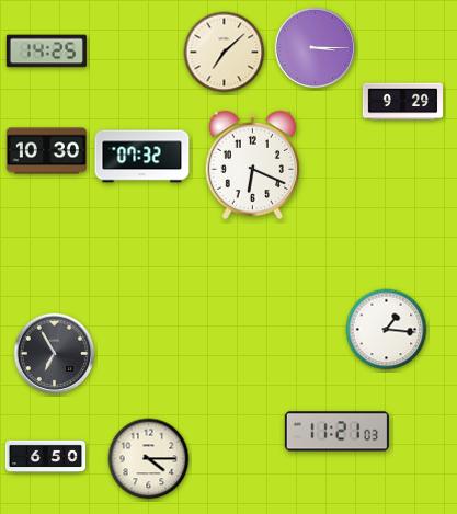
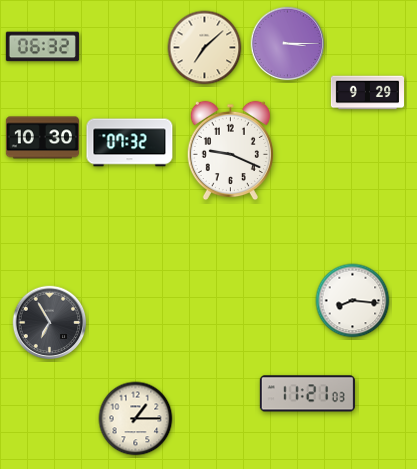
clock at (46, 52): 14:25 -> 06:32
clock at (252, 165): 6:19 -> 9:19
clock at (387, 330): 1:16 -> 8:16
clock at (45, 456): 6:50 -> none
clock at (149, 459): 4:15 -> 1:15
